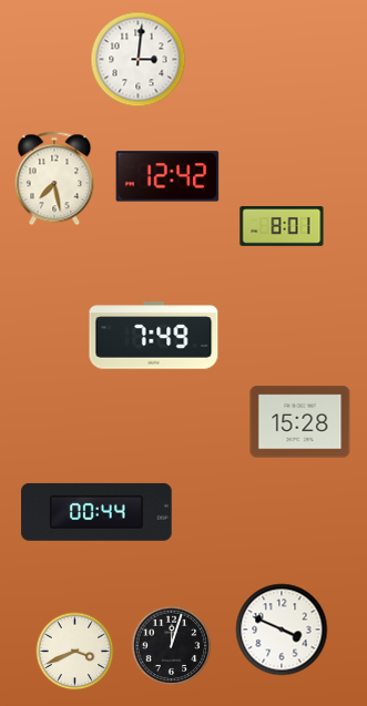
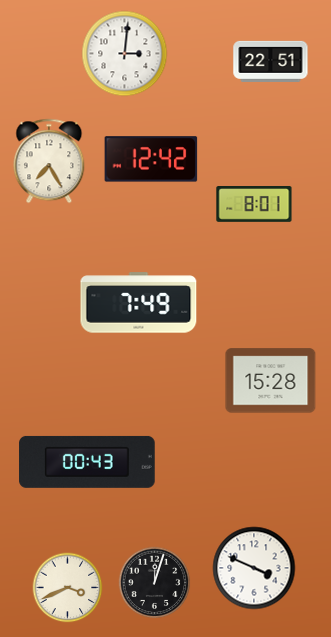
clock at (271, 61): none -> 22:51
clock at (54, 178): 7:28 -> 7:25
clock at (96, 512): 00:44 -> 00:43
